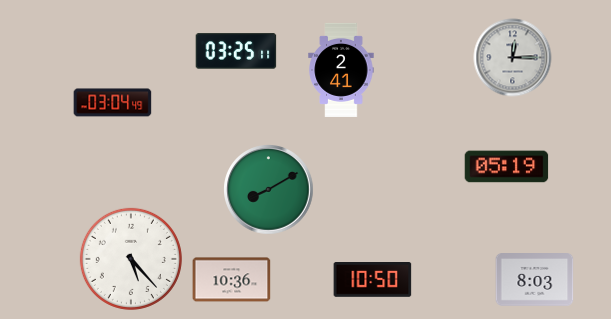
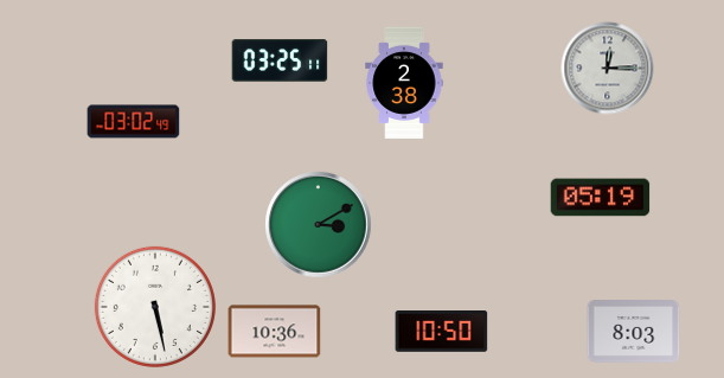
clock at (341, 70): 2:41 -> 2:38
clock at (112, 103): 03:04 -> 03:02
clock at (268, 189): 8:10 -> 3:10
clock at (131, 259): 5:23 -> 5:28
